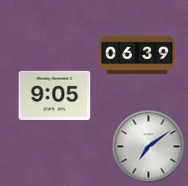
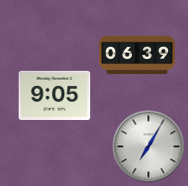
clock at (149, 147): 7:09 -> 7:05
